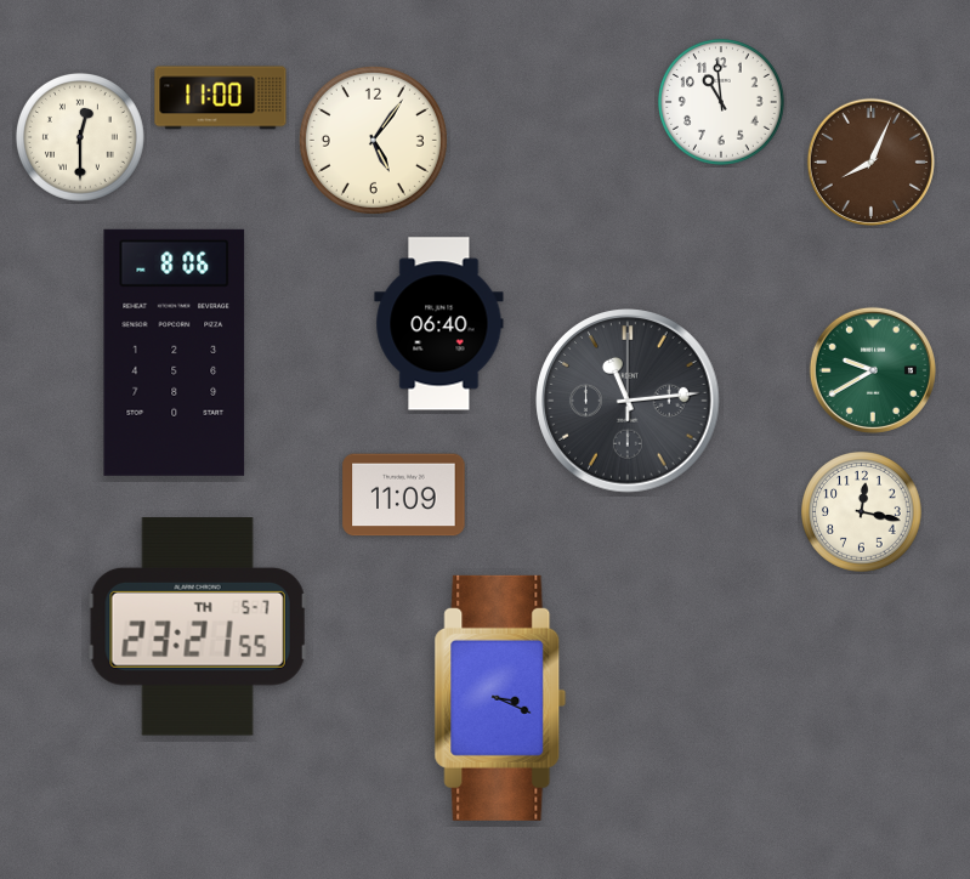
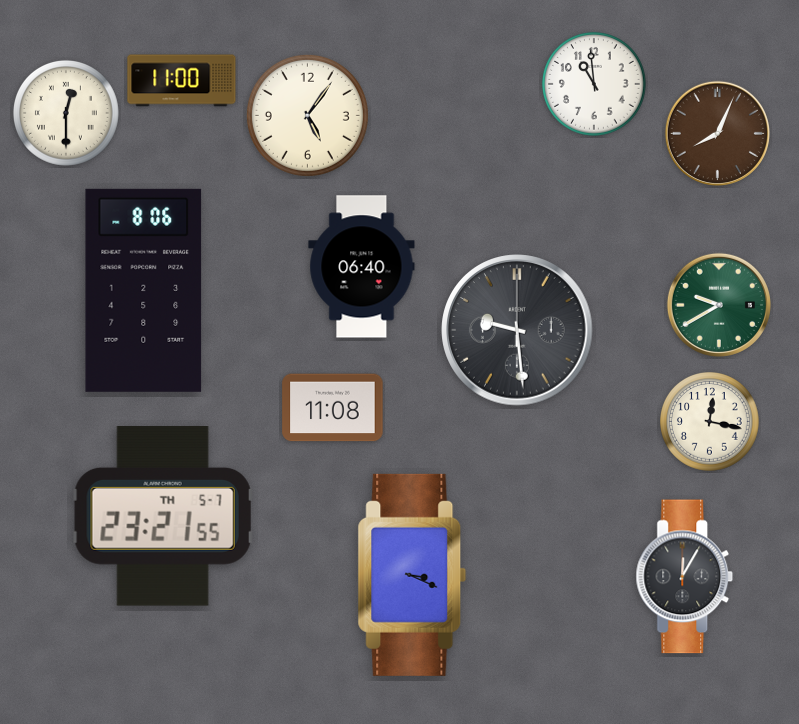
clock at (628, 401): 11:14 -> 9:29
clock at (404, 495): 11:09 -> 11:08
clock at (685, 577): none -> 12:05
